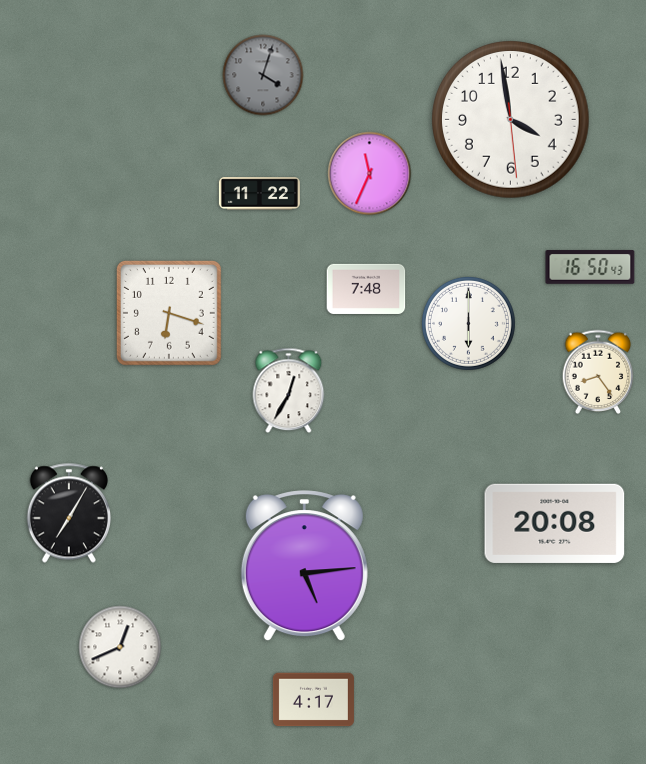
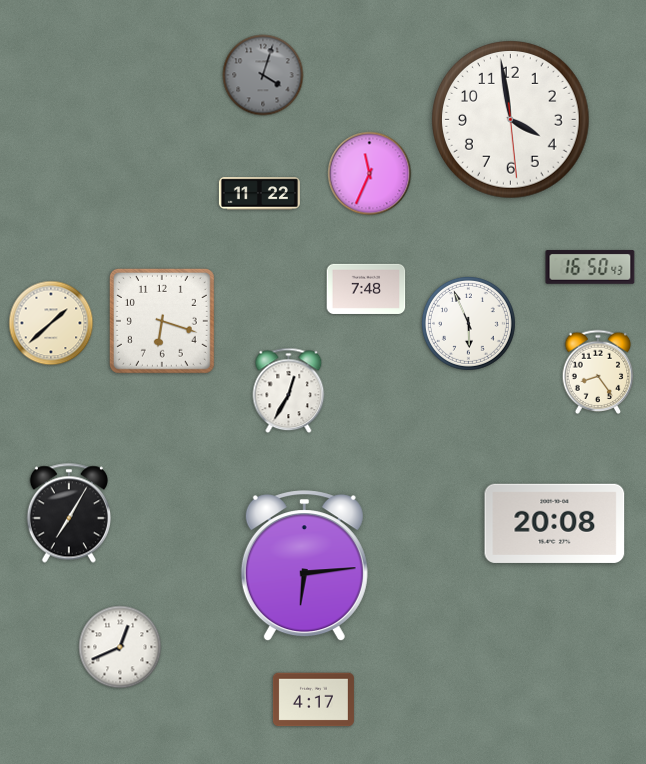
clock at (169, 313) position: (169, 313) -> (162, 321)
clock at (51, 323): none -> 1:38
clock at (468, 323): 6:00 -> 5:56
clock at (304, 566): 5:14 -> 6:14
